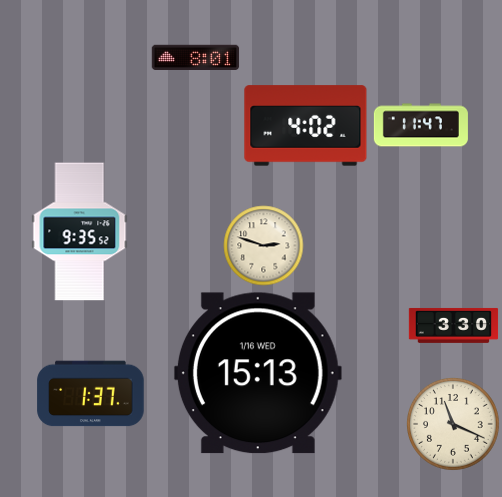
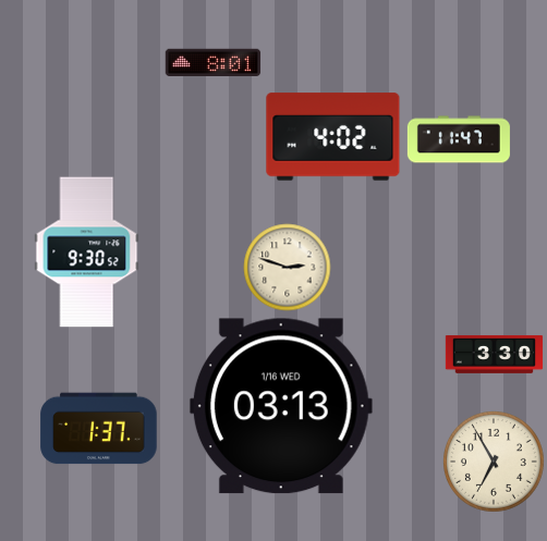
clock at (421, 125) position: (421, 125) -> (459, 139)
clock at (80, 232): 9:35 -> 9:30
clock at (258, 373): 15:13 -> 03:13
clock at (453, 424): 11:19 -> 6:55
